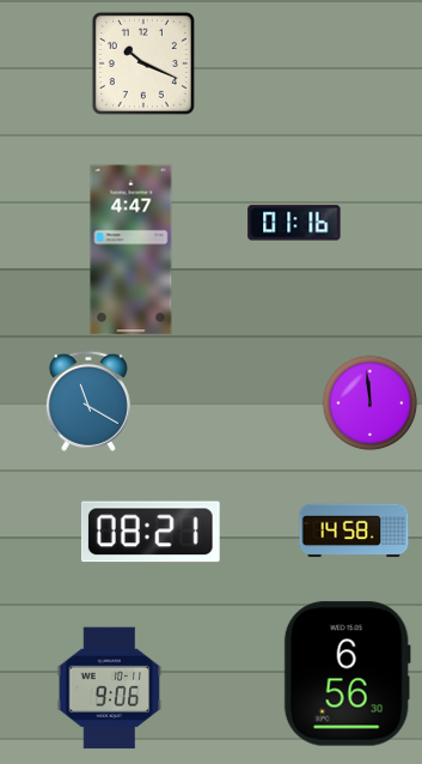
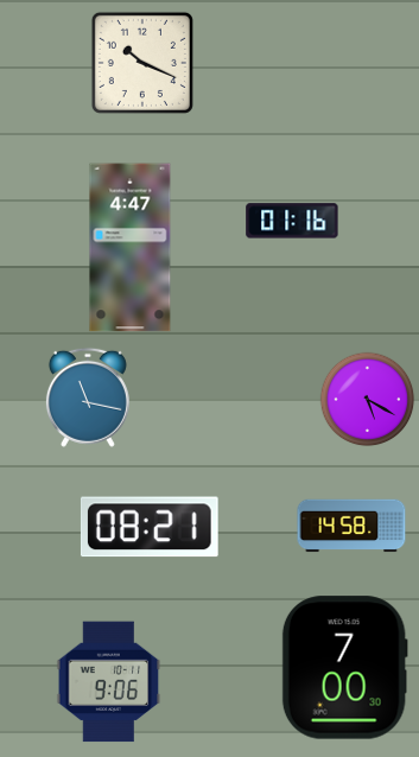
clock at (88, 401): 11:20 -> 11:17
clock at (369, 402): 11:59 -> 5:20
clock at (347, 674): 6:56 -> 7:00
